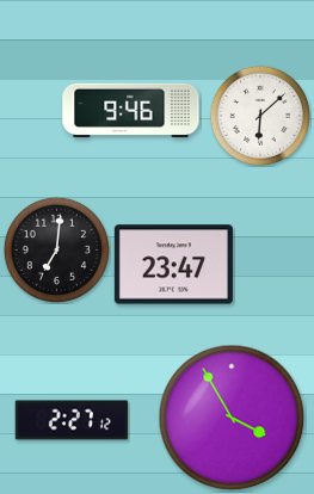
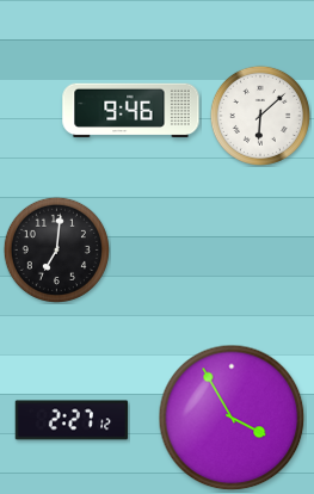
clock at (173, 265): 23:47 -> none
